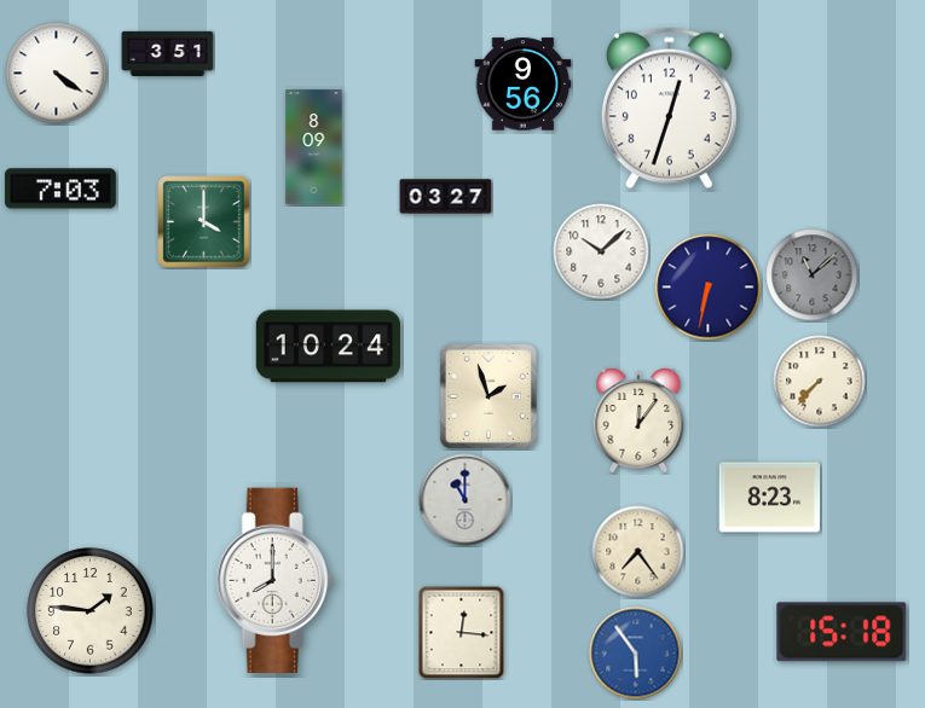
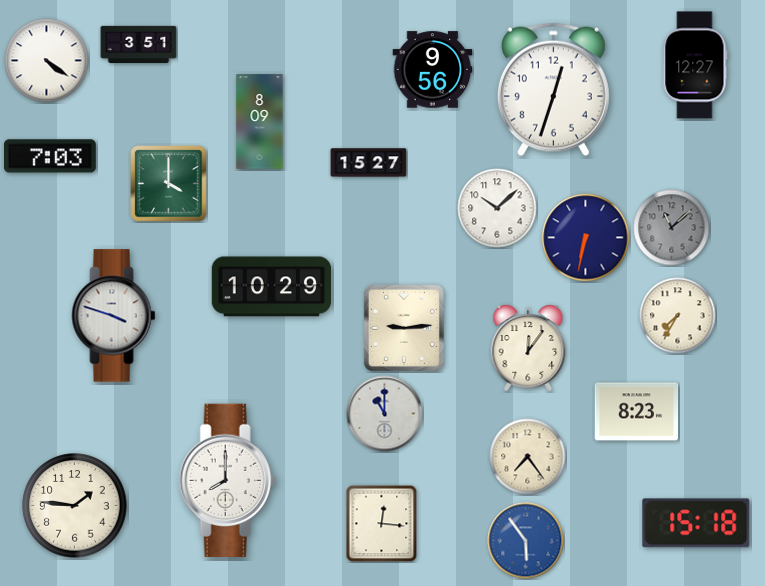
clock at (695, 65): none -> 12:27
clock at (446, 197): 03:27 -> 15:27
clock at (328, 347): 10:24 -> 10:29
clock at (114, 316): none -> 3:48
clock at (820, 382): 7:37 -> 7:35
clock at (488, 396): 1:57 -> 9:14
